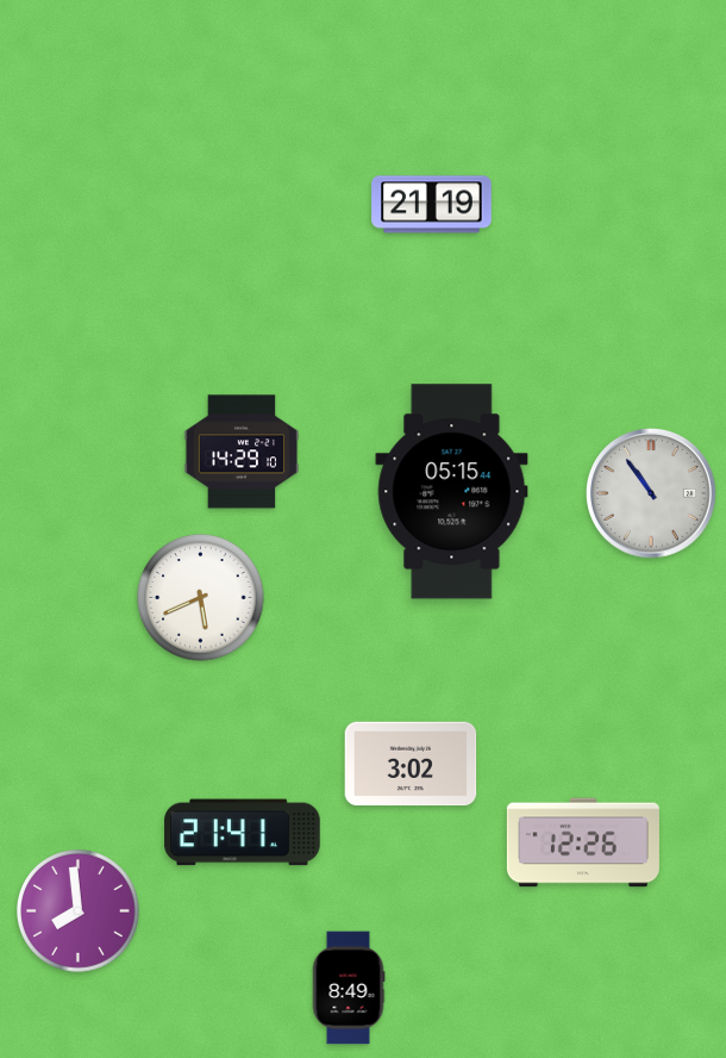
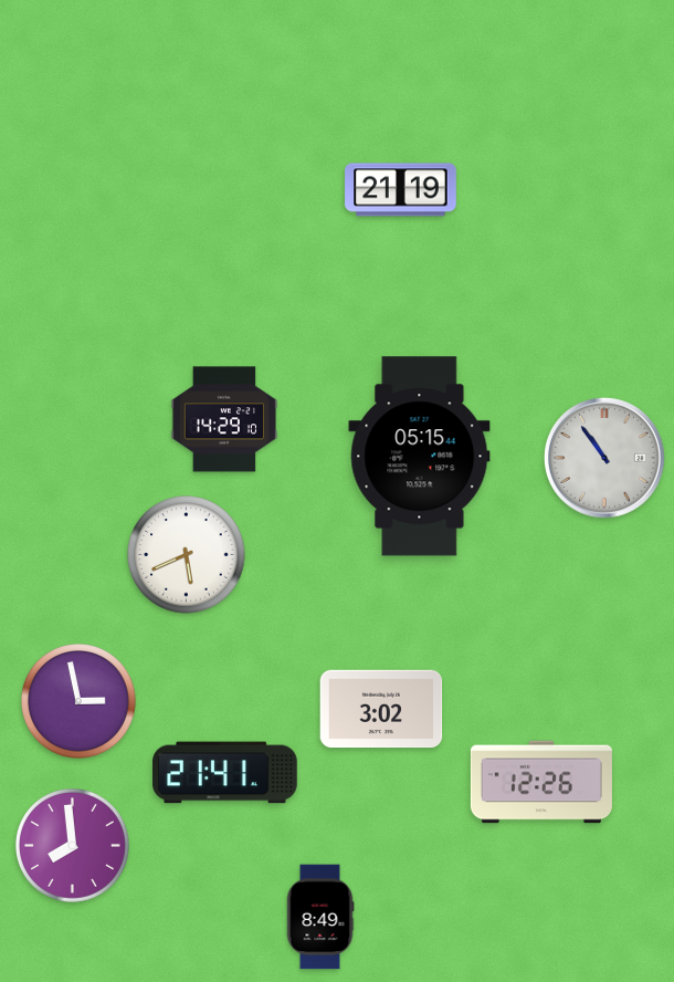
clock at (80, 702): none -> 2:58
clock at (349, 988) position: (349, 988) -> (320, 917)
